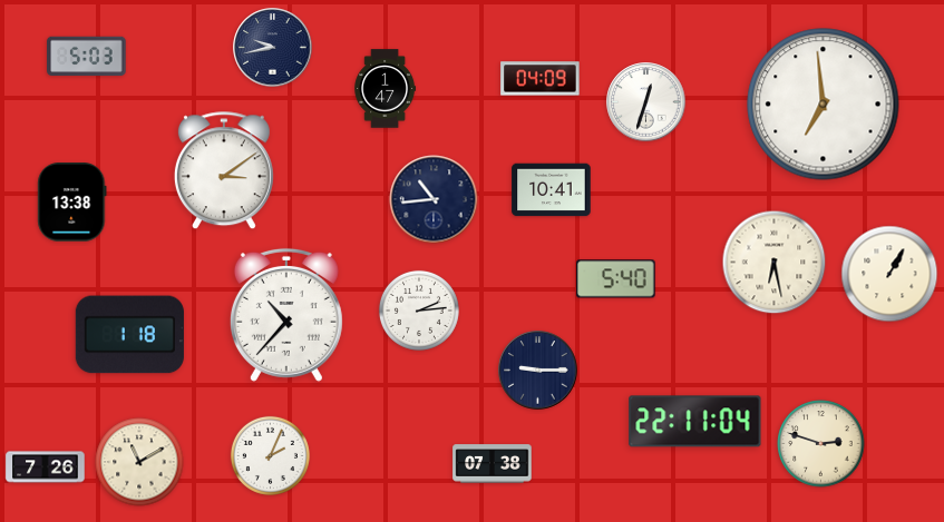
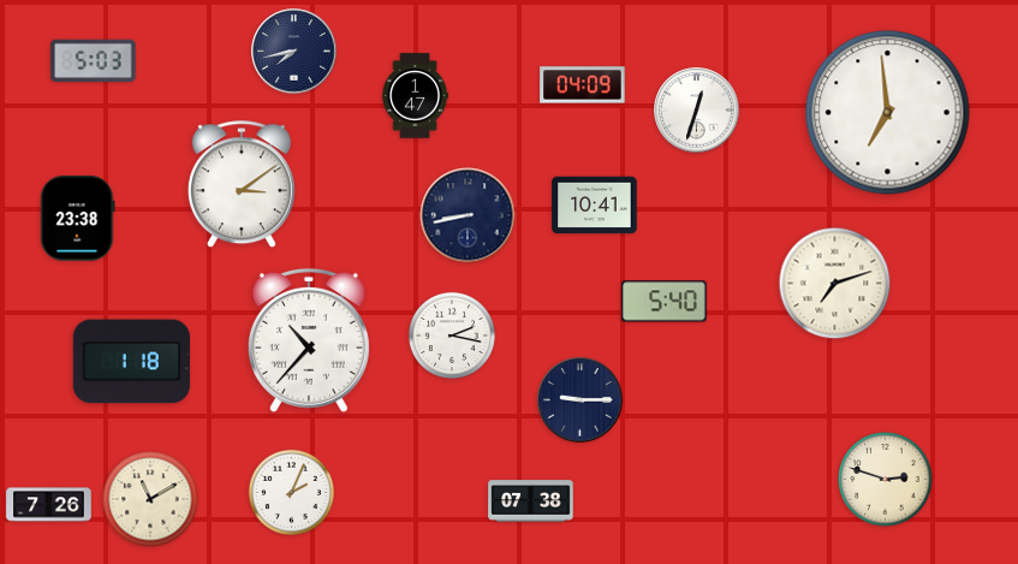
clock at (273, 48): 9:43 -> 7:43
clock at (434, 199): 10:44 -> 8:43
clock at (72, 203): 13:38 -> 23:38
clock at (775, 263): 6:28 -> 7:12
clock at (889, 274): 1:05 -> none
clock at (419, 311): 2:14 -> 2:17
clock at (129, 335) position: (129, 335) -> (131, 362)
clock at (695, 422): 22:11 -> none
